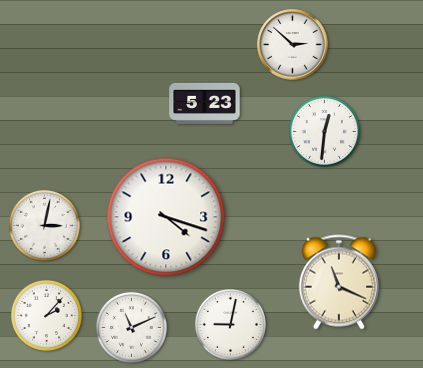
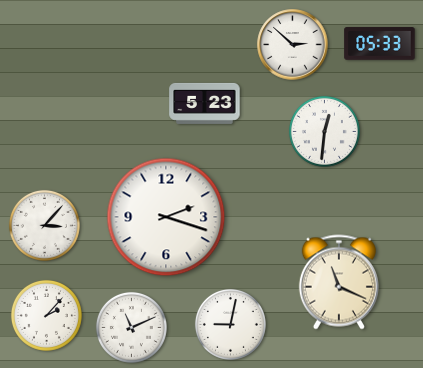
clock at (380, 44): none -> 05:33
clock at (166, 217): 4:18 -> 2:18
clock at (44, 225): 3:02 -> 3:07
